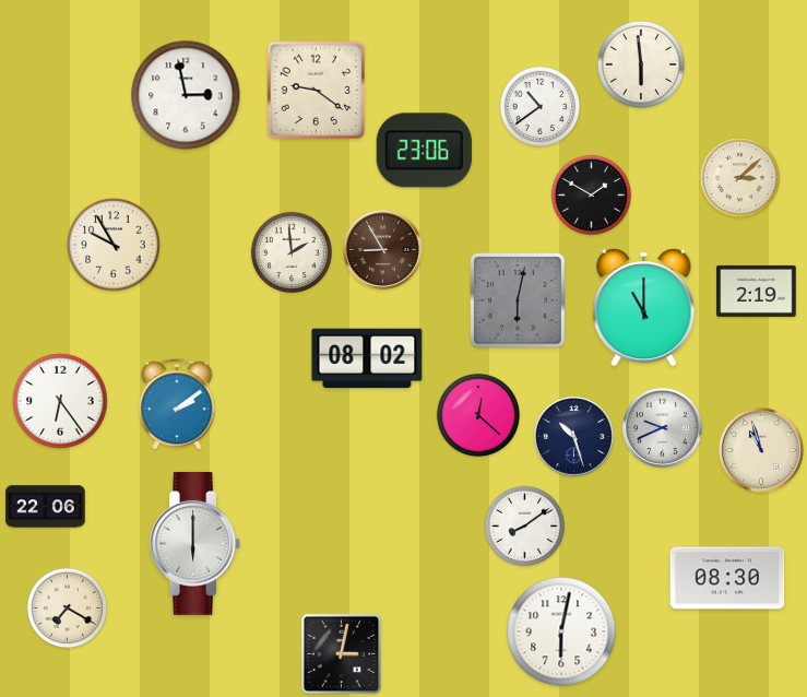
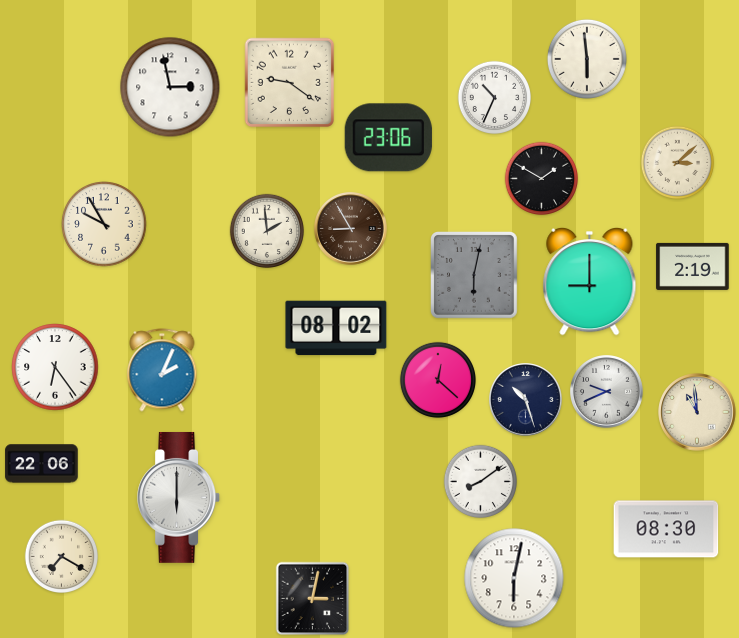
clock at (541, 107): 10:39 -> 10:34
clock at (644, 307): 11:00 -> 9:00
clock at (177, 404): 2:09 -> 2:04
clock at (761, 450): 10:57 -> 10:59
